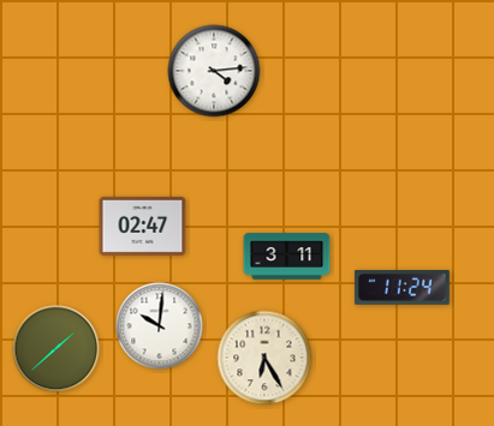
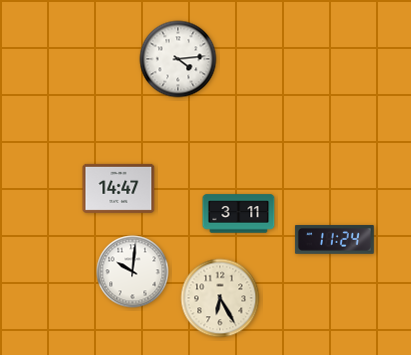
clock at (143, 226): 02:47 -> 14:47
clock at (56, 349): 1:38 -> none
